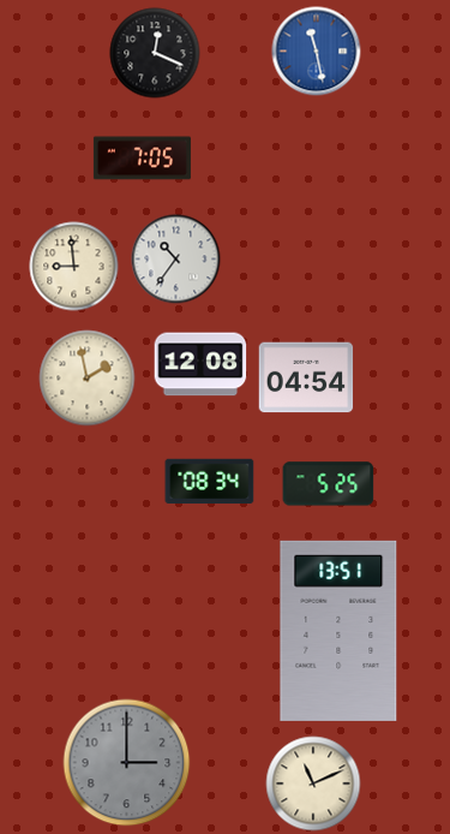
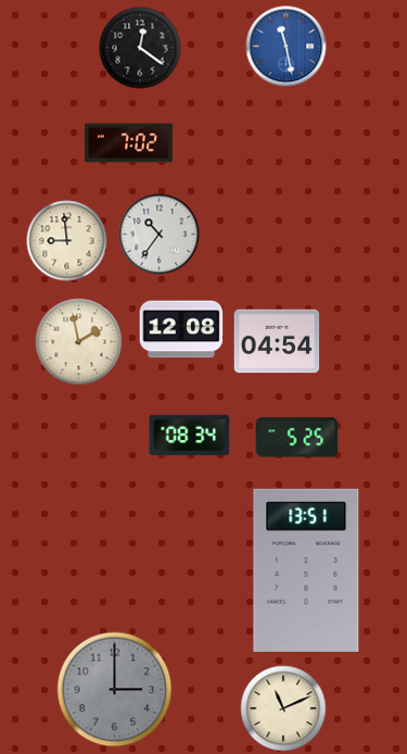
clock at (155, 53): 12:19 -> 12:21
clock at (142, 159): 7:05 -> 7:02
